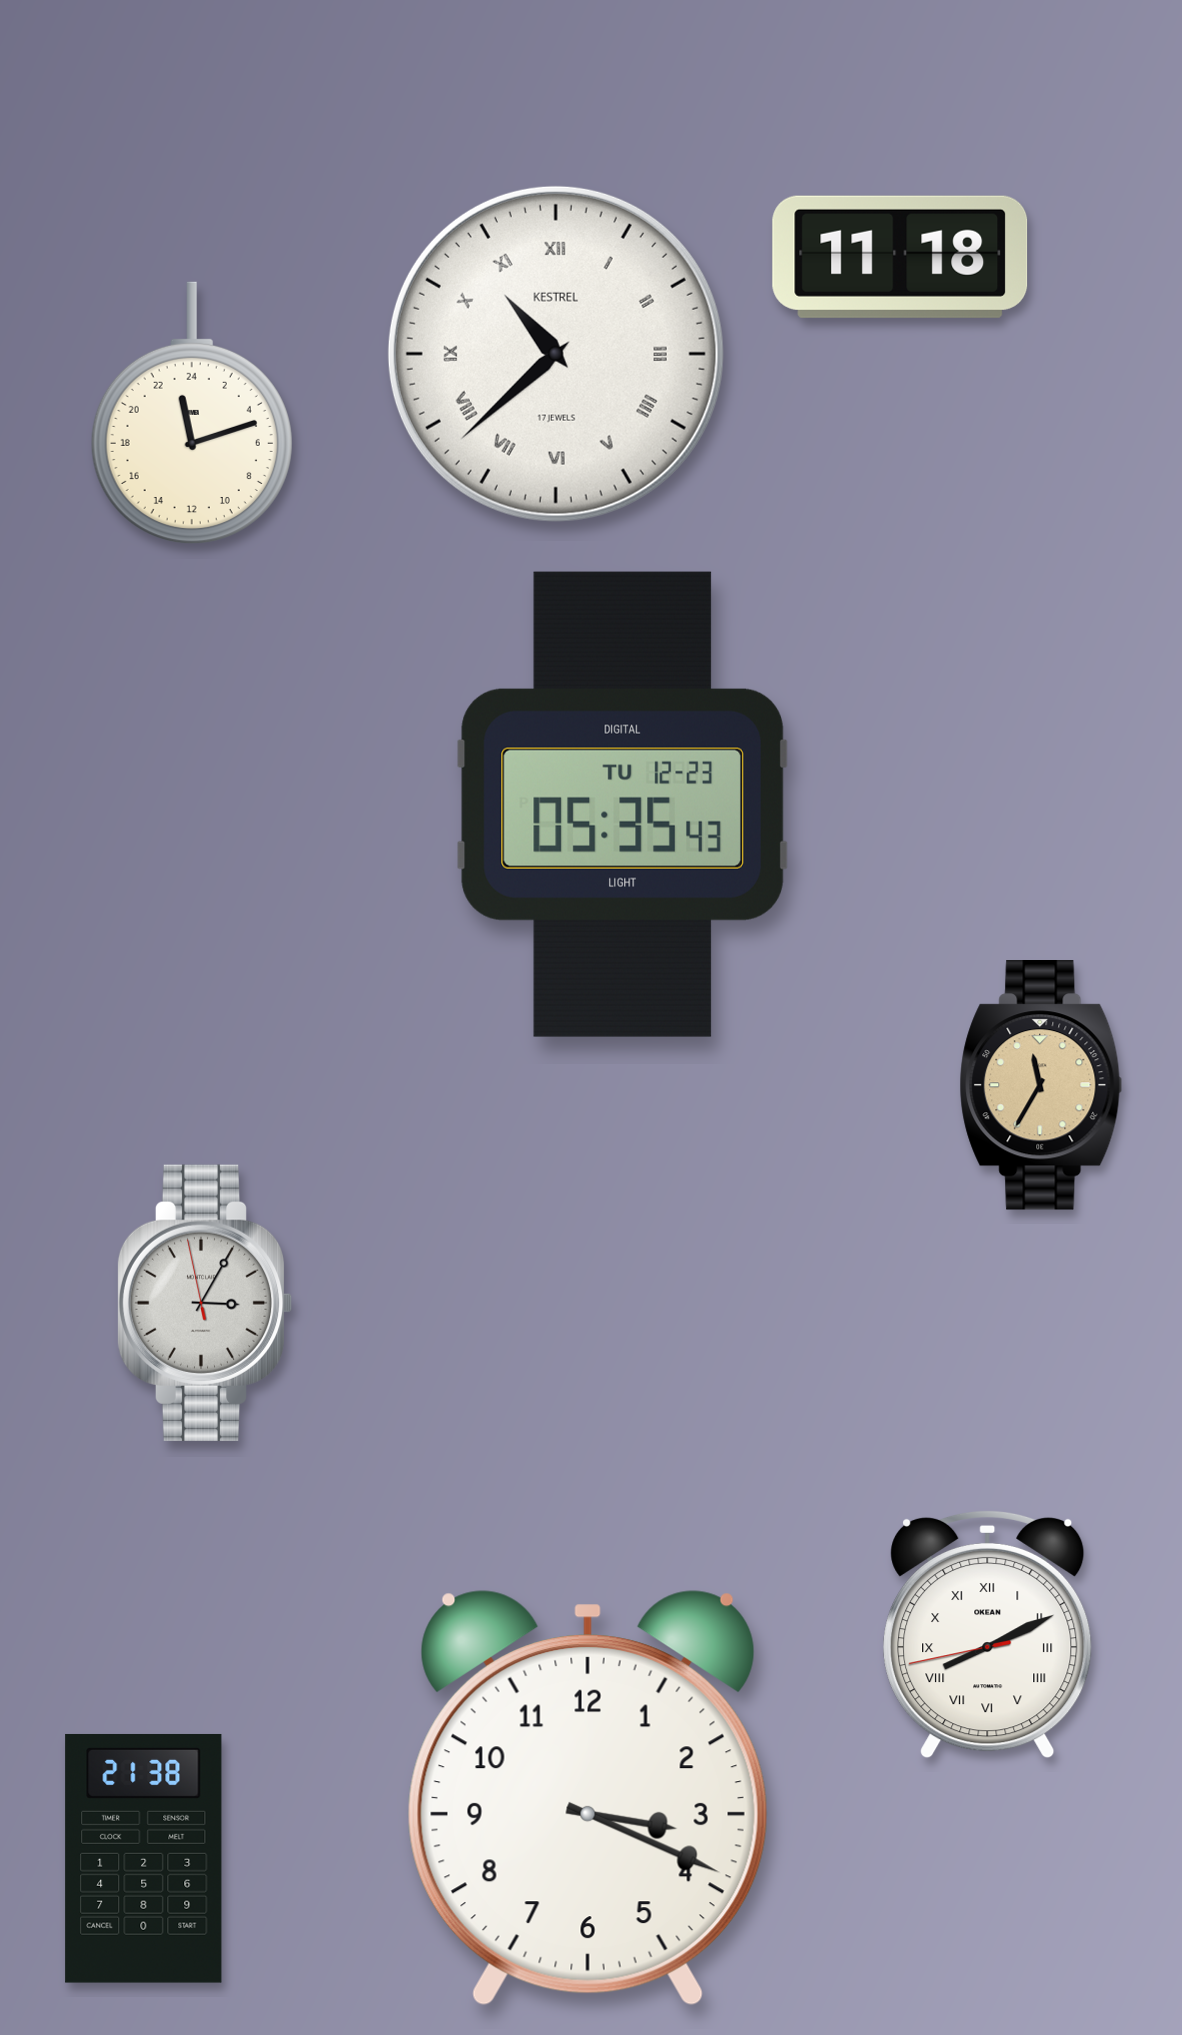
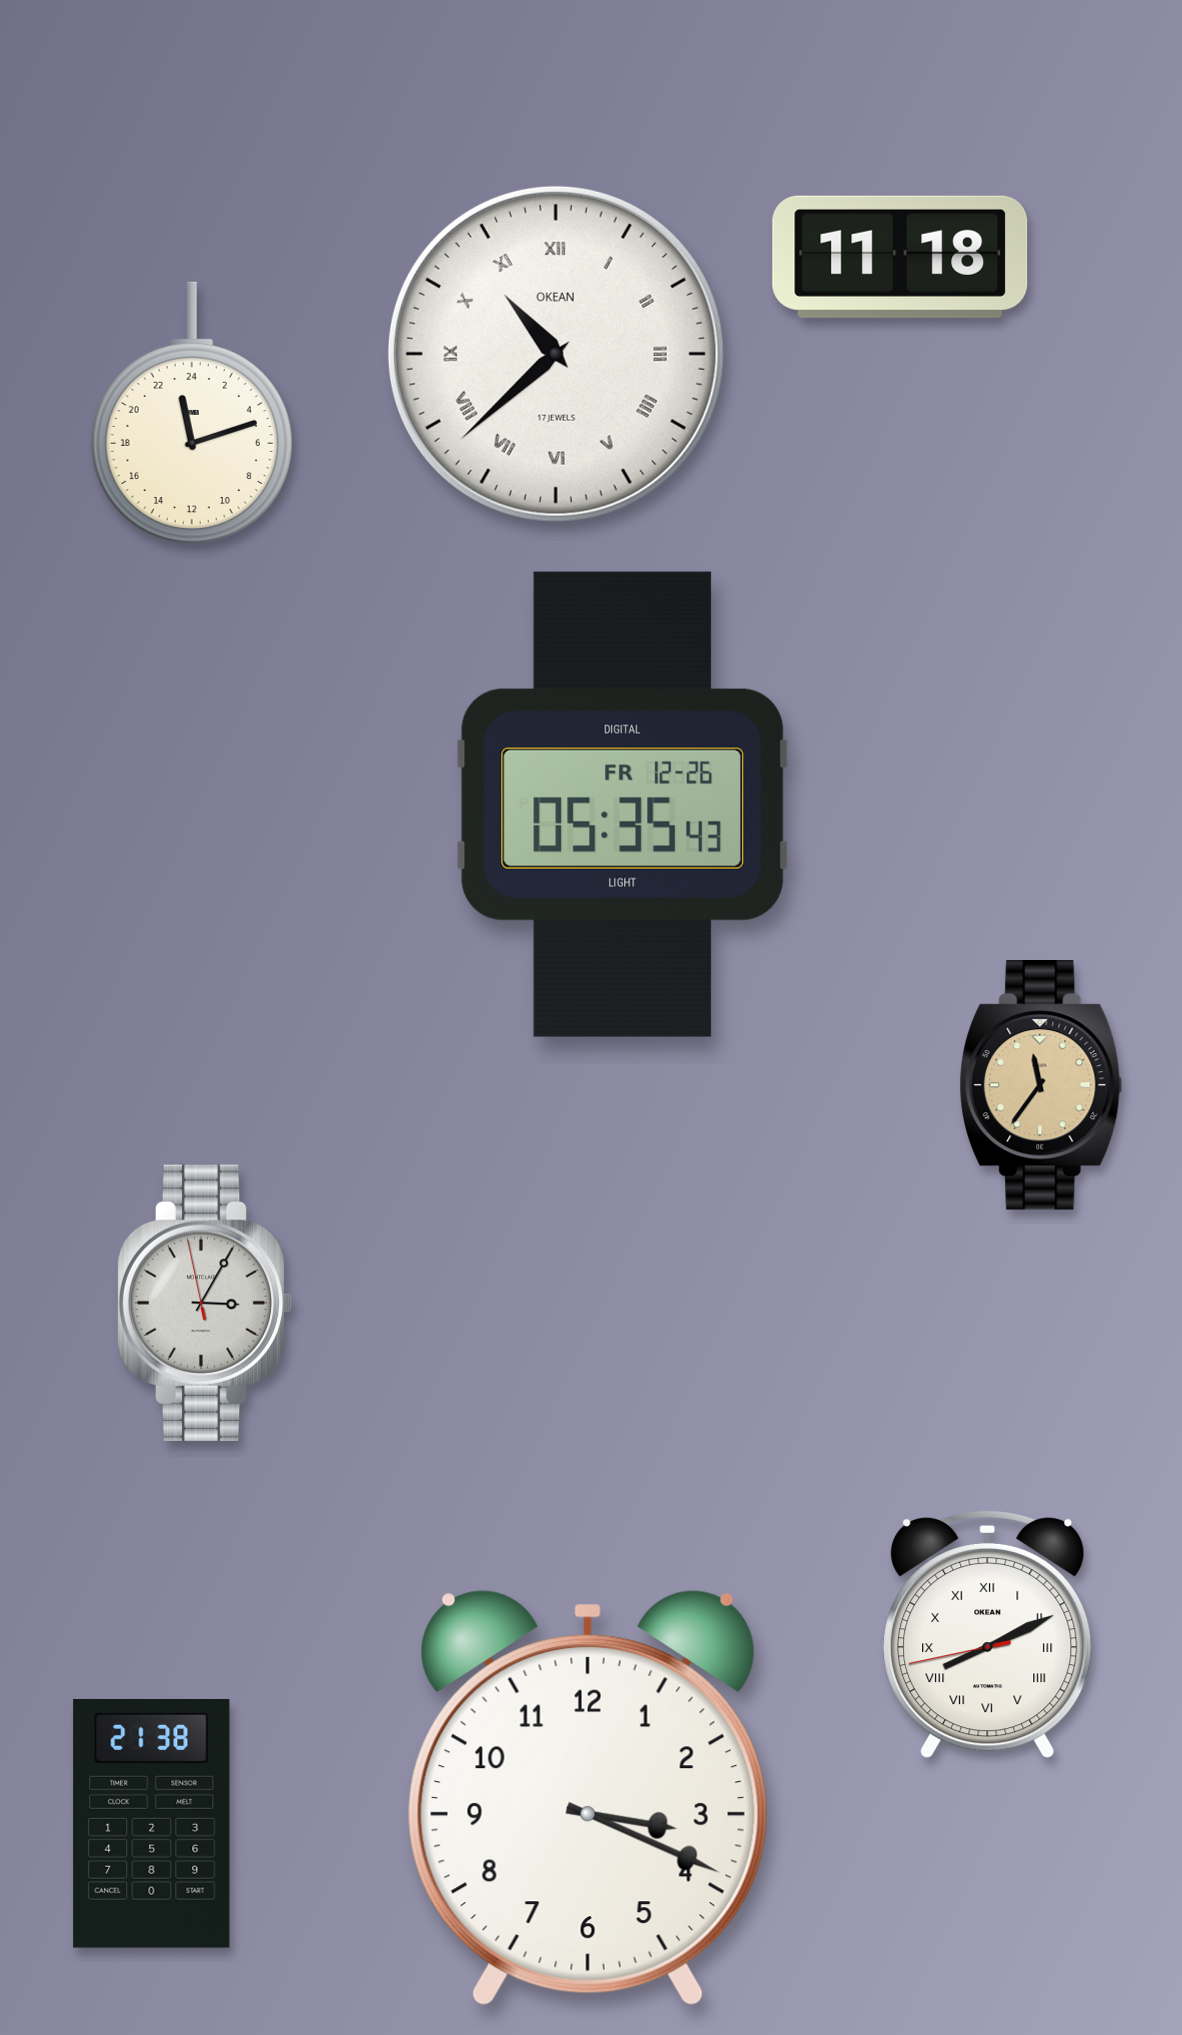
clock at (556, 354) brand: KESTREL -> OKEAN
clock at (622, 804) date: TU 12-23 -> FR 12-26
clock at (1041, 1086): 11:35 -> 11:36
clock at (144, 1858) position: (144, 1858) -> (152, 1823)
